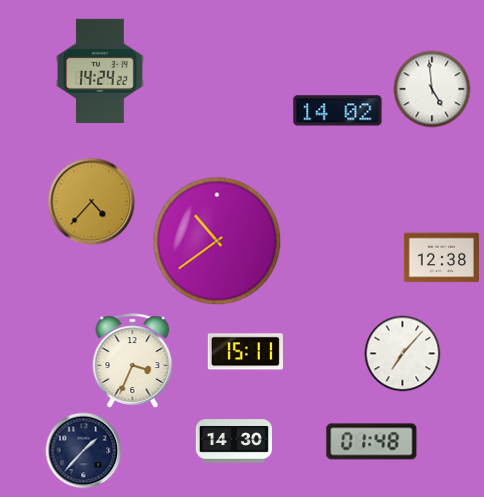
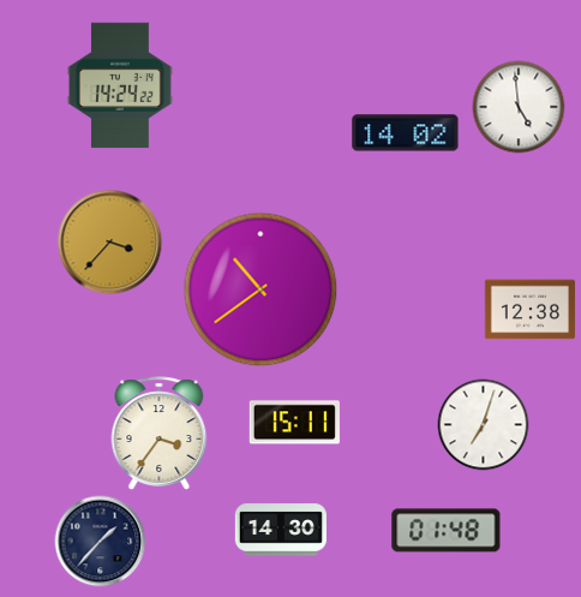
clock at (92, 202): 4:37 -> 3:37
clock at (403, 354): 7:07 -> 7:03
clock at (133, 361): 3:34 -> 3:36
